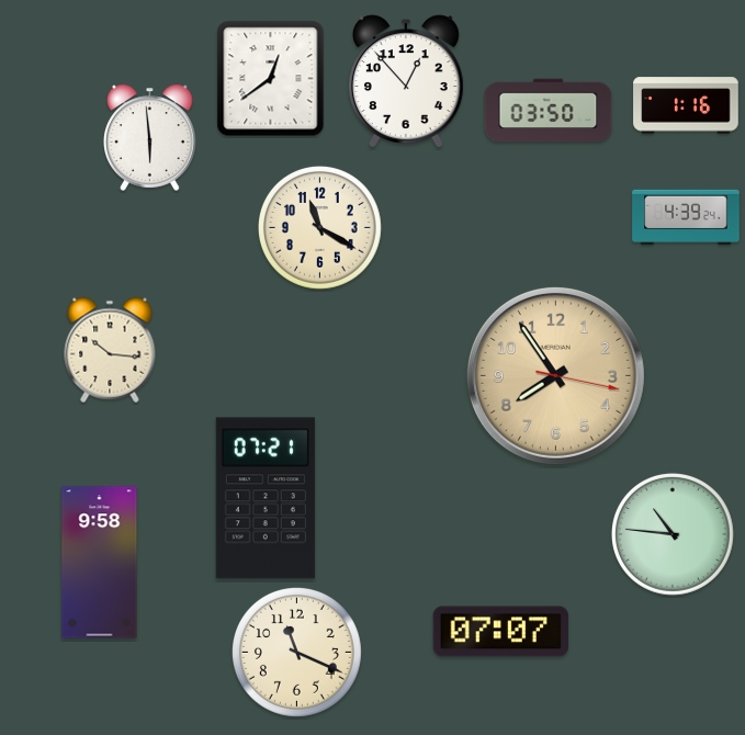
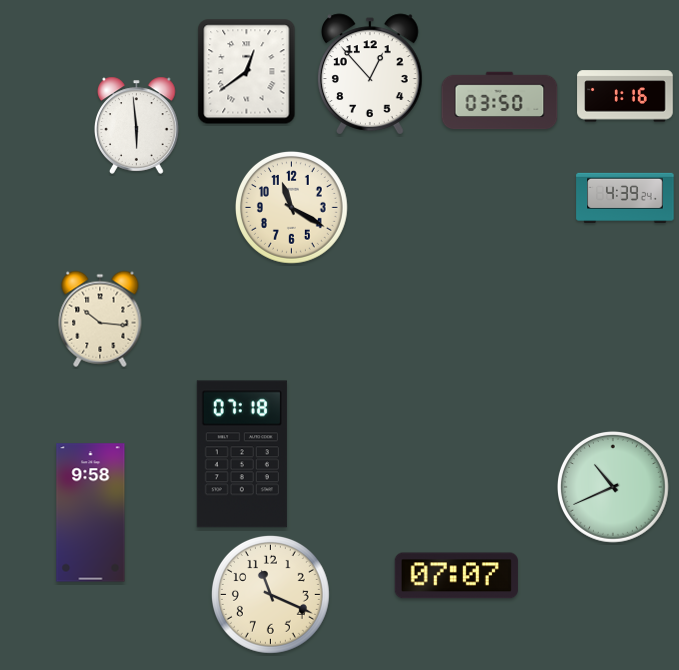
clock at (555, 375): 7:54 -> none
clock at (266, 498): 07:21 -> 07:18
clock at (674, 535): 10:46 -> 10:41
